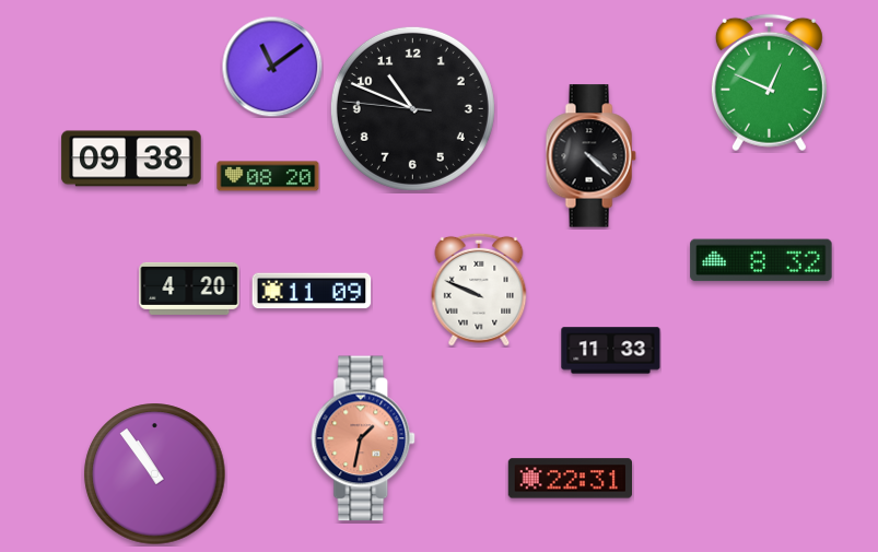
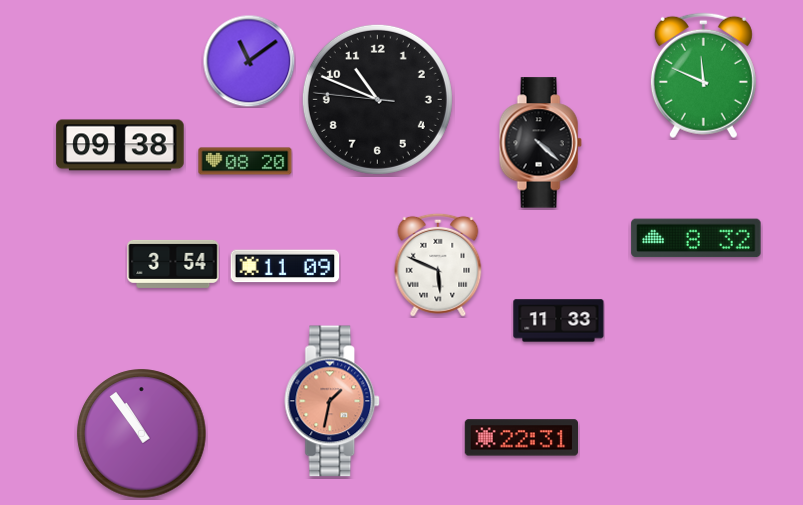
clock at (769, 83): 12:49 -> 11:49
clock at (189, 289): 4:20 -> 3:54
clock at (479, 290): 9:49 -> 5:49
